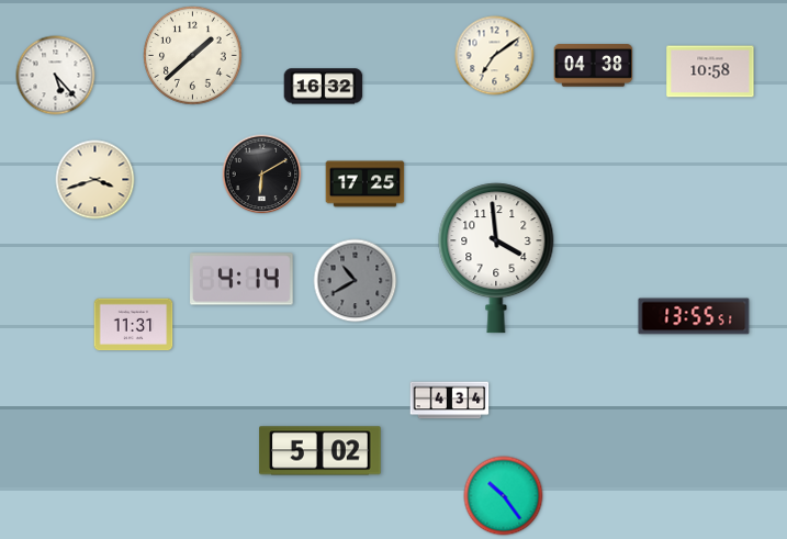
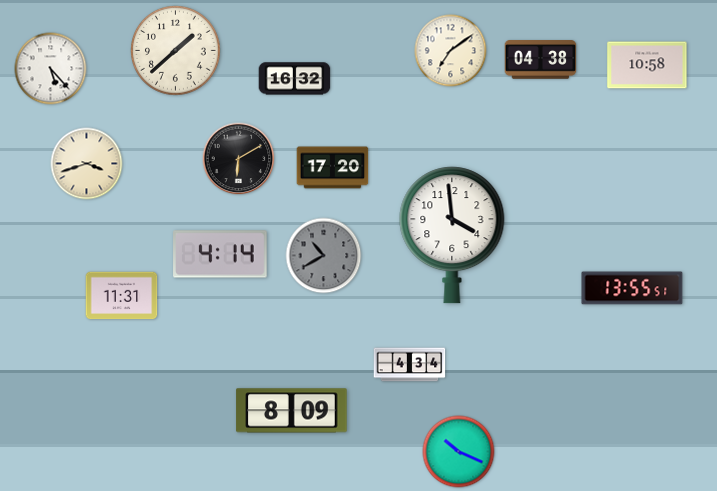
clock at (366, 184): 17:25 -> 17:20
clock at (321, 451): 5:02 -> 8:09
clock at (504, 496): 10:24 -> 10:19
